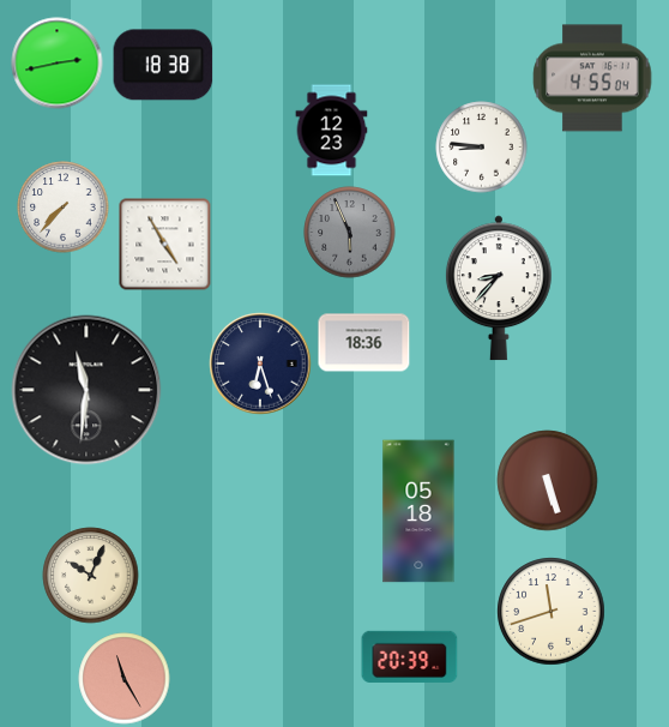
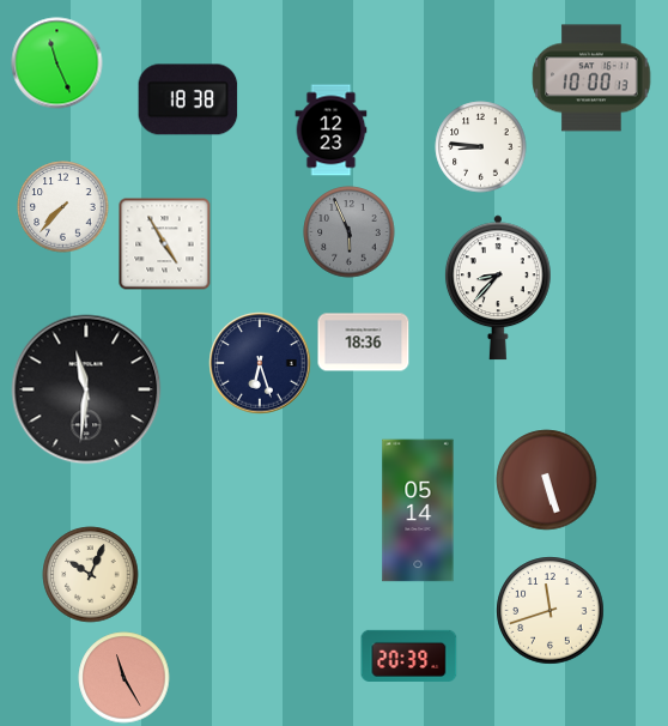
clock at (58, 64): 2:43 -> 11:26
clock at (163, 65) position: (163, 65) -> (188, 99)
clock at (592, 78): 4:55 -> 10:00
clock at (418, 511): 05:18 -> 05:14
